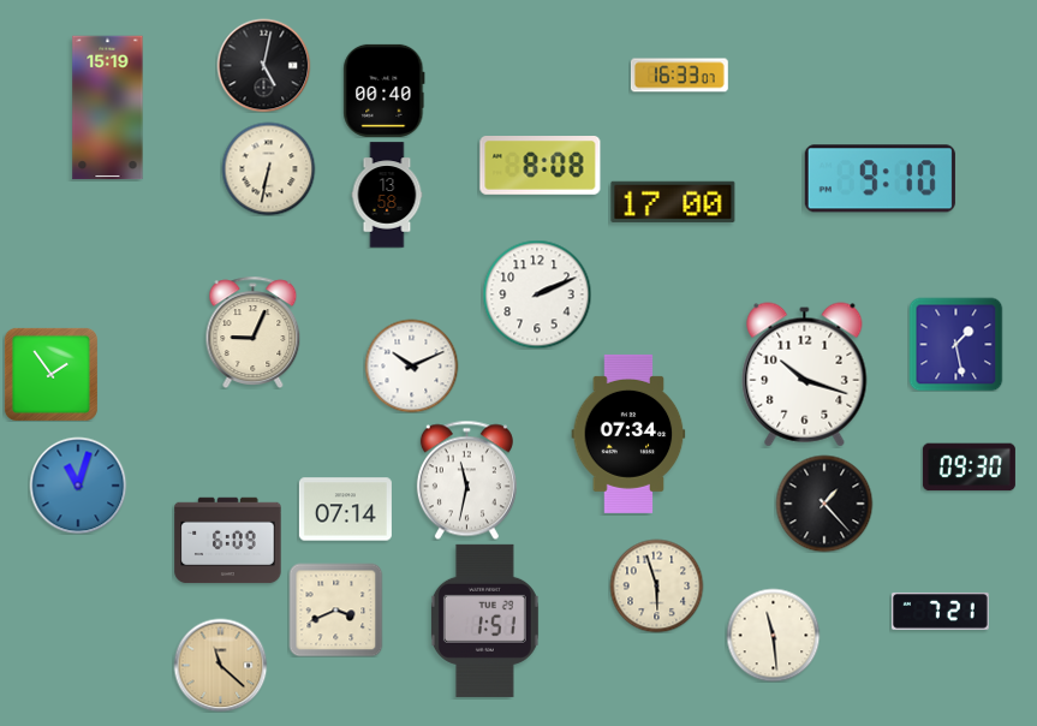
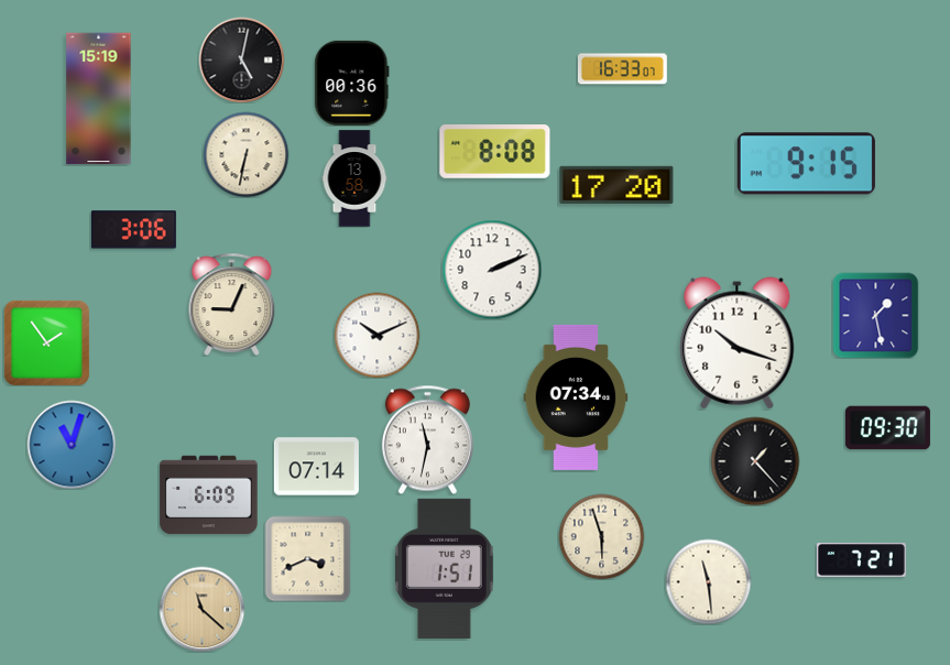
clock at (385, 90): 00:40 -> 00:36
clock at (880, 179): 9:10 -> 9:15
clock at (673, 202): 17:00 -> 17:20
clock at (133, 230): none -> 3:06
